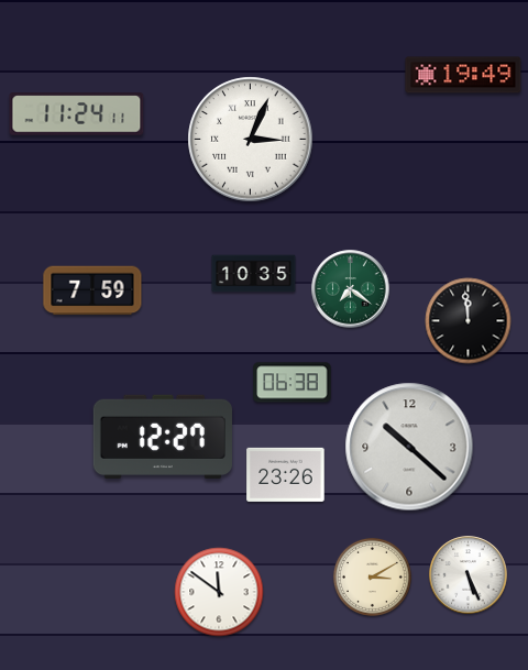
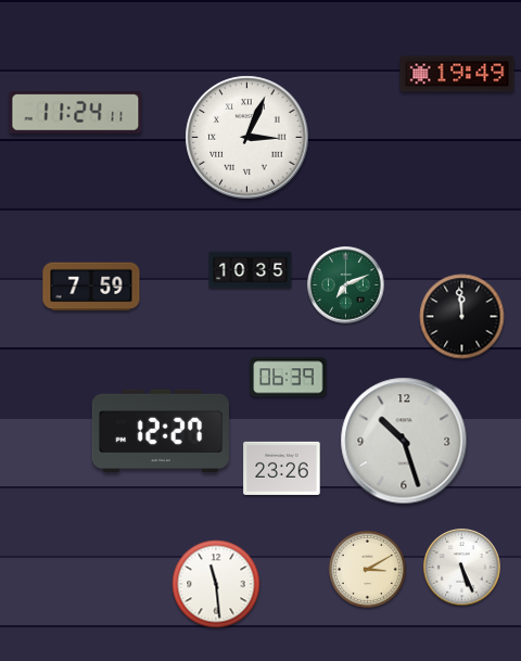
clock at (351, 289): 7:21 -> 7:11
clock at (293, 383): 06:38 -> 06:39
clock at (409, 447): 10:22 -> 10:27
clock at (219, 592): 11:51 -> 11:29
